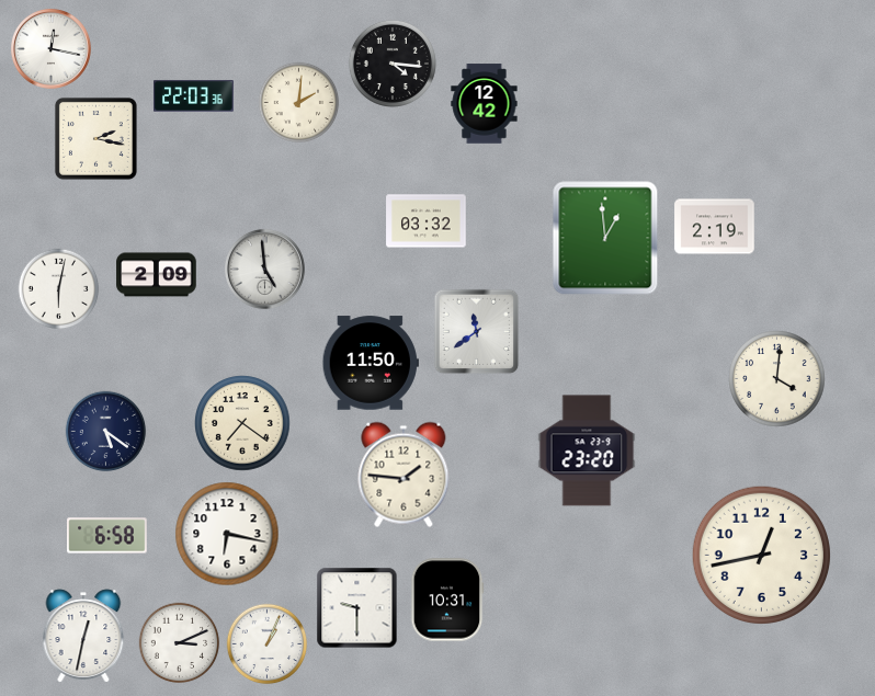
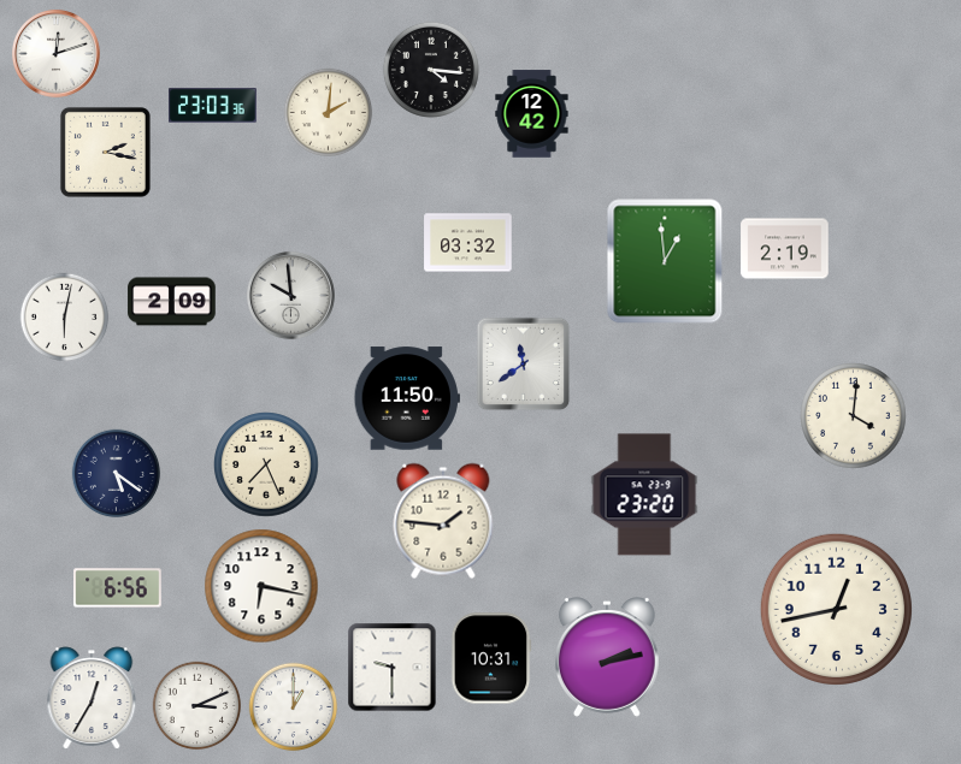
clock at (50, 48): 12:17 -> 12:12
clock at (194, 96): 22:03 -> 23:03
clock at (264, 269): 4:59 -> 9:59
clock at (242, 423): 7:21 -> 7:26
clock at (227, 534) position: (227, 534) -> (261, 586)
clock at (107, 536): 6:58 -> 6:56
clock at (607, 657): none -> 2:13
clock at (83, 636): 12:32 -> 12:35
clock at (268, 644): 1:04 -> 1:00
